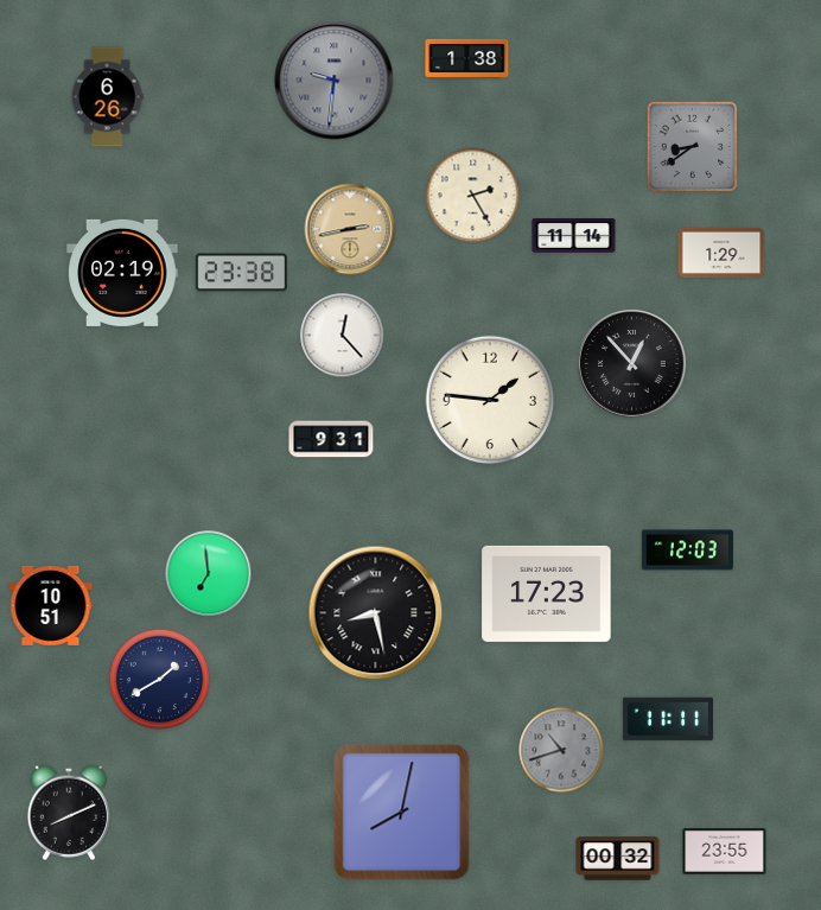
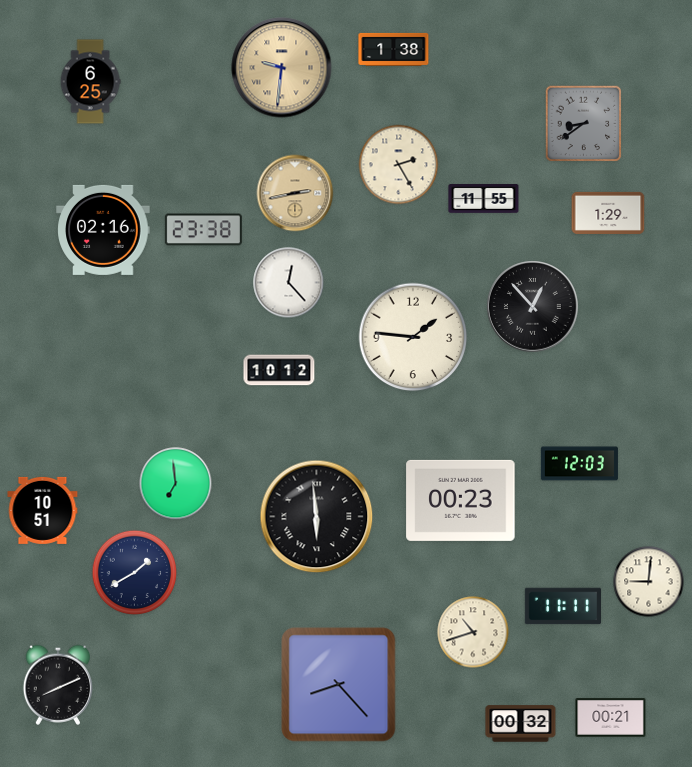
clock at (335, 81) dial: grey -> champagne
clock at (107, 97): 6:26 -> 6:25
clock at (574, 236): 11:14 -> 11:55
clock at (122, 273): 02:19 -> 02:16
clock at (331, 439): 9:31 -> 10:12
clock at (547, 593): 17:23 -> 00:23
clock at (376, 613): 8:28 -> 5:59
clock at (649, 582): none -> 9:01
clock at (561, 750) dial: grey -> cream
clock at (402, 813): 8:02 -> 8:23
clock at (725, 852): 23:55 -> 00:21
